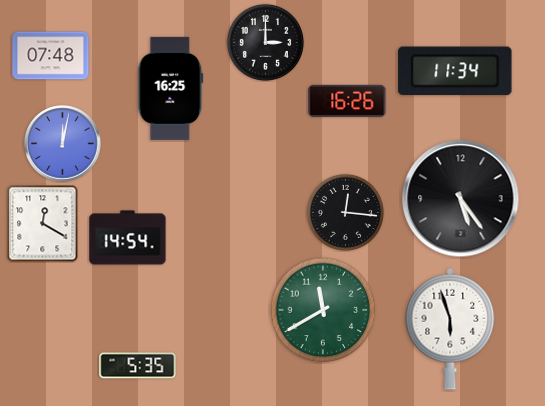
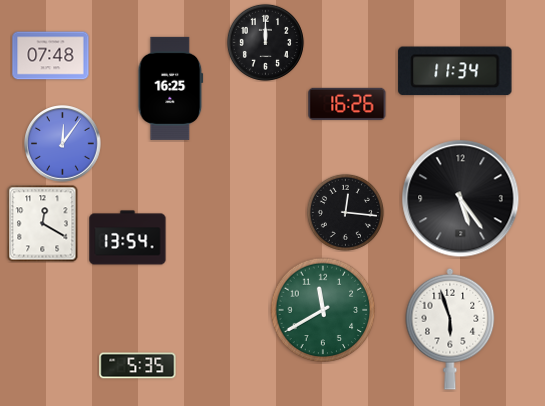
clock at (265, 42): 3:00 -> 12:00
clock at (347, 101) position: (347, 101) -> (347, 104)
clock at (63, 144): 12:02 -> 12:06
clock at (128, 238): 14:54 -> 13:54
